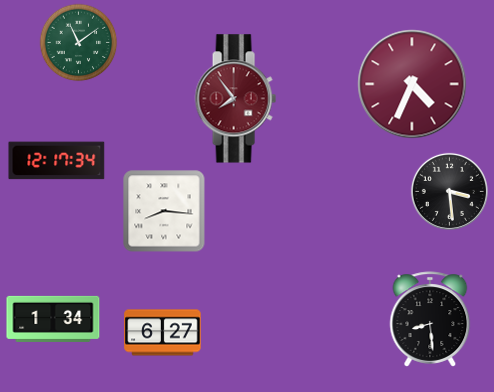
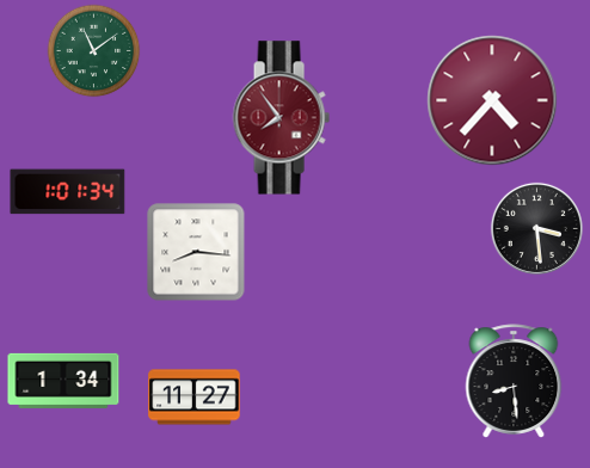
clock at (412, 84): 4:34 -> 4:37
clock at (57, 161): 12:17 -> 1:01
clock at (163, 333): 6:27 -> 11:27
